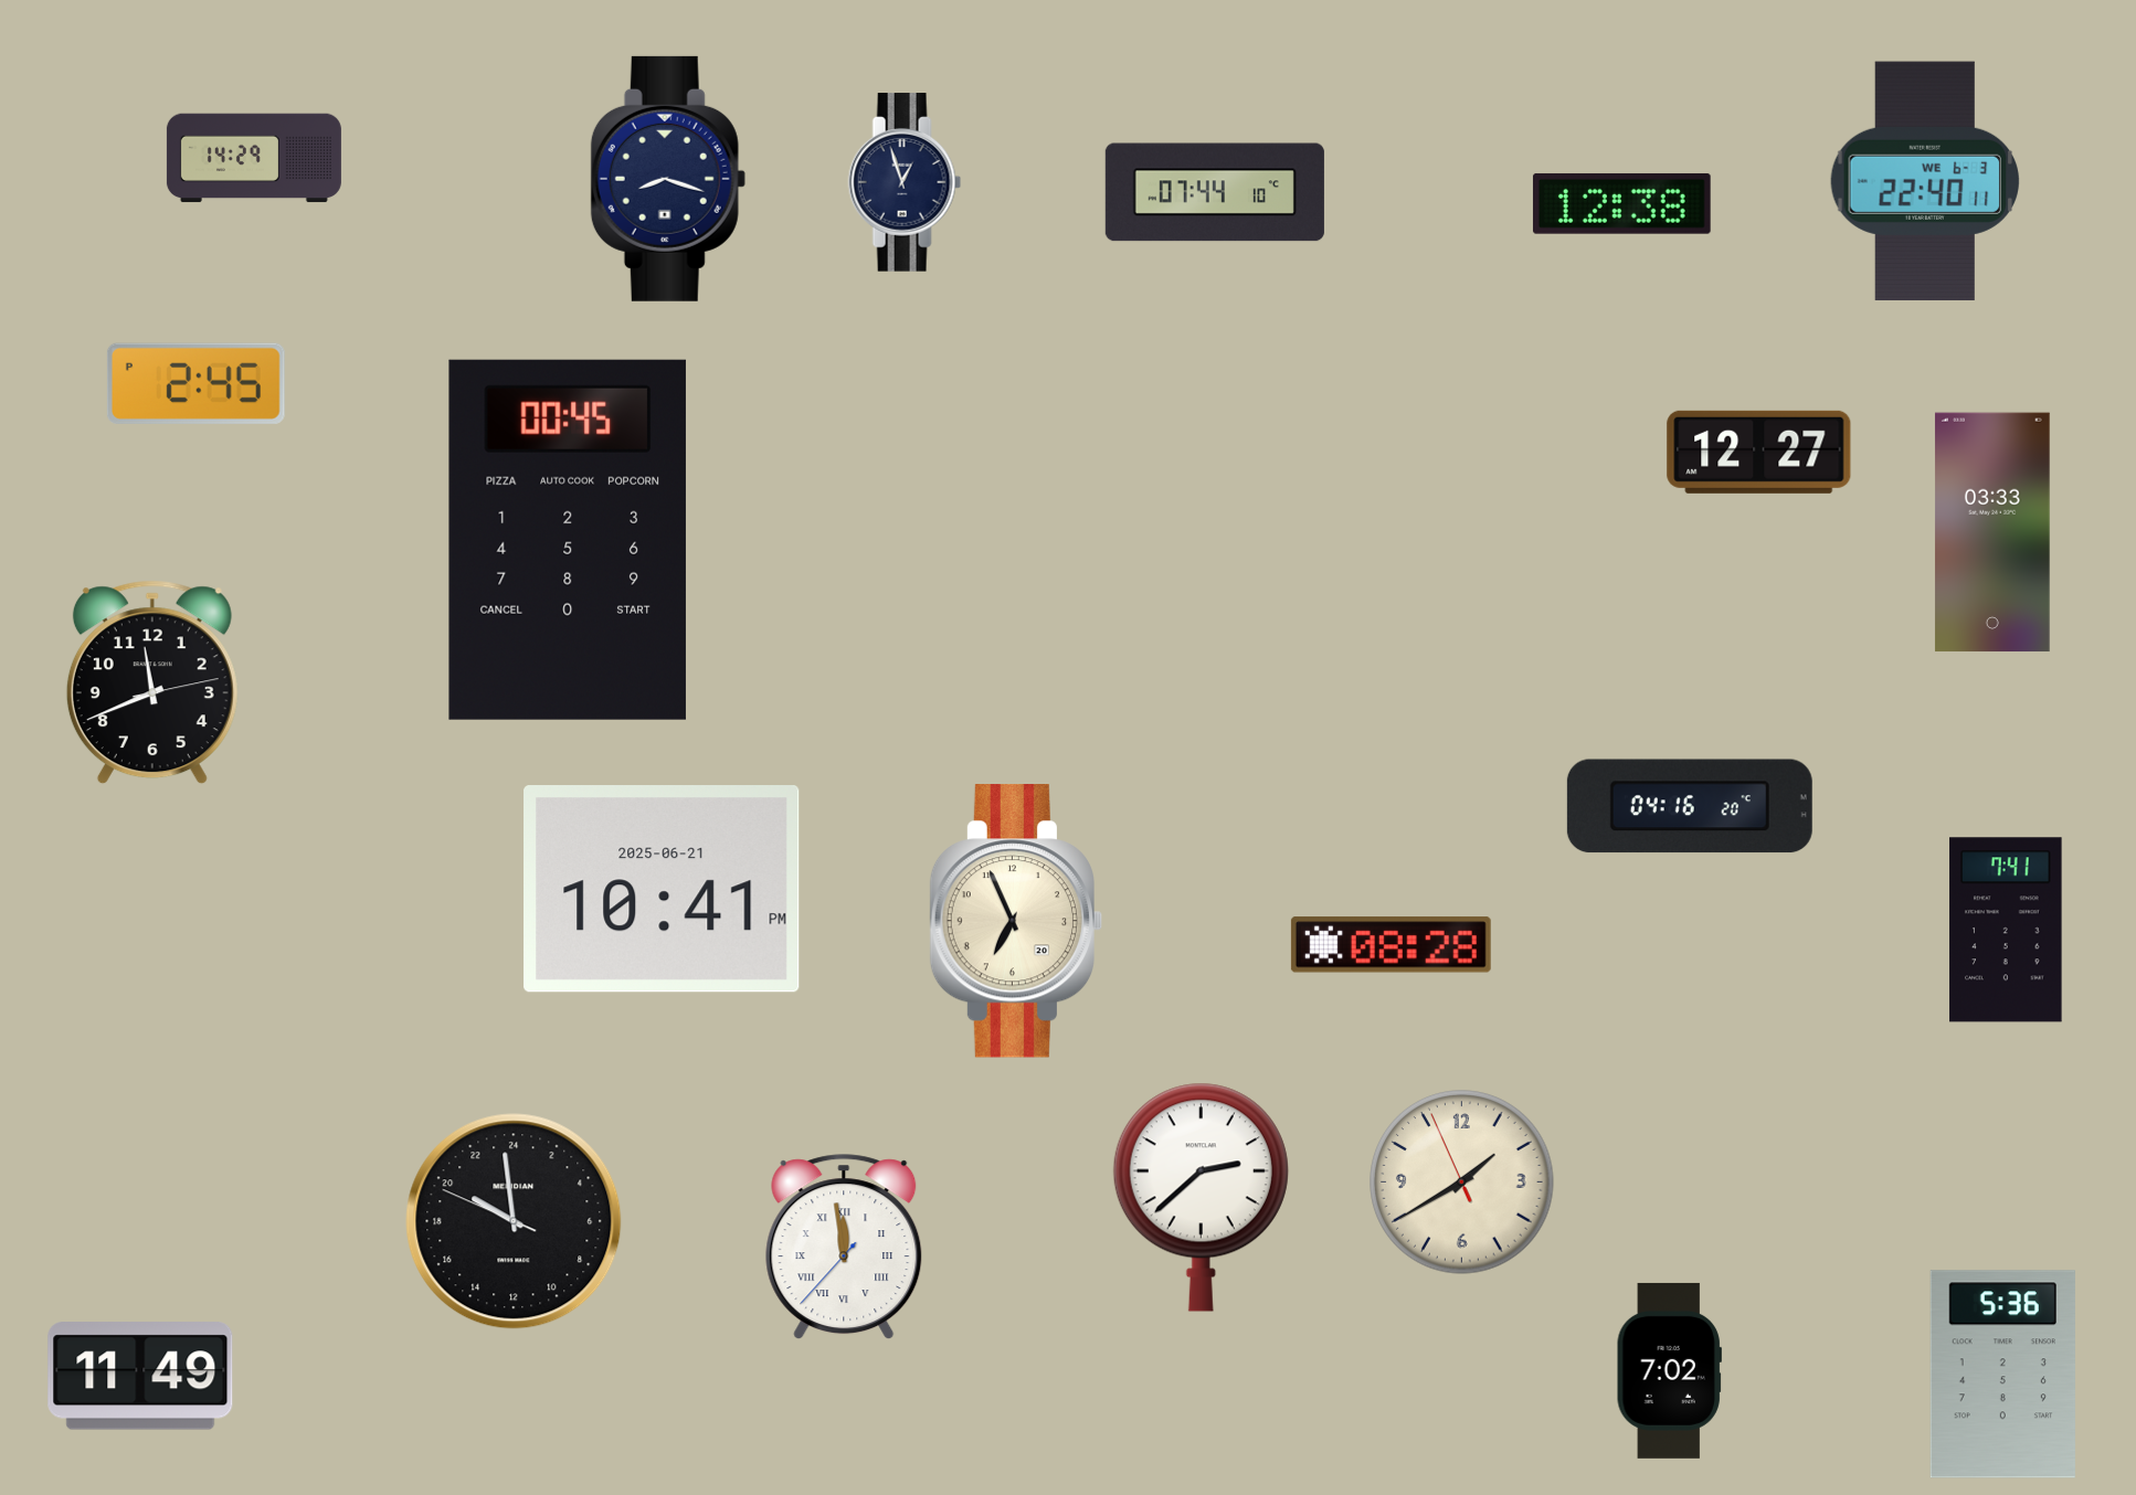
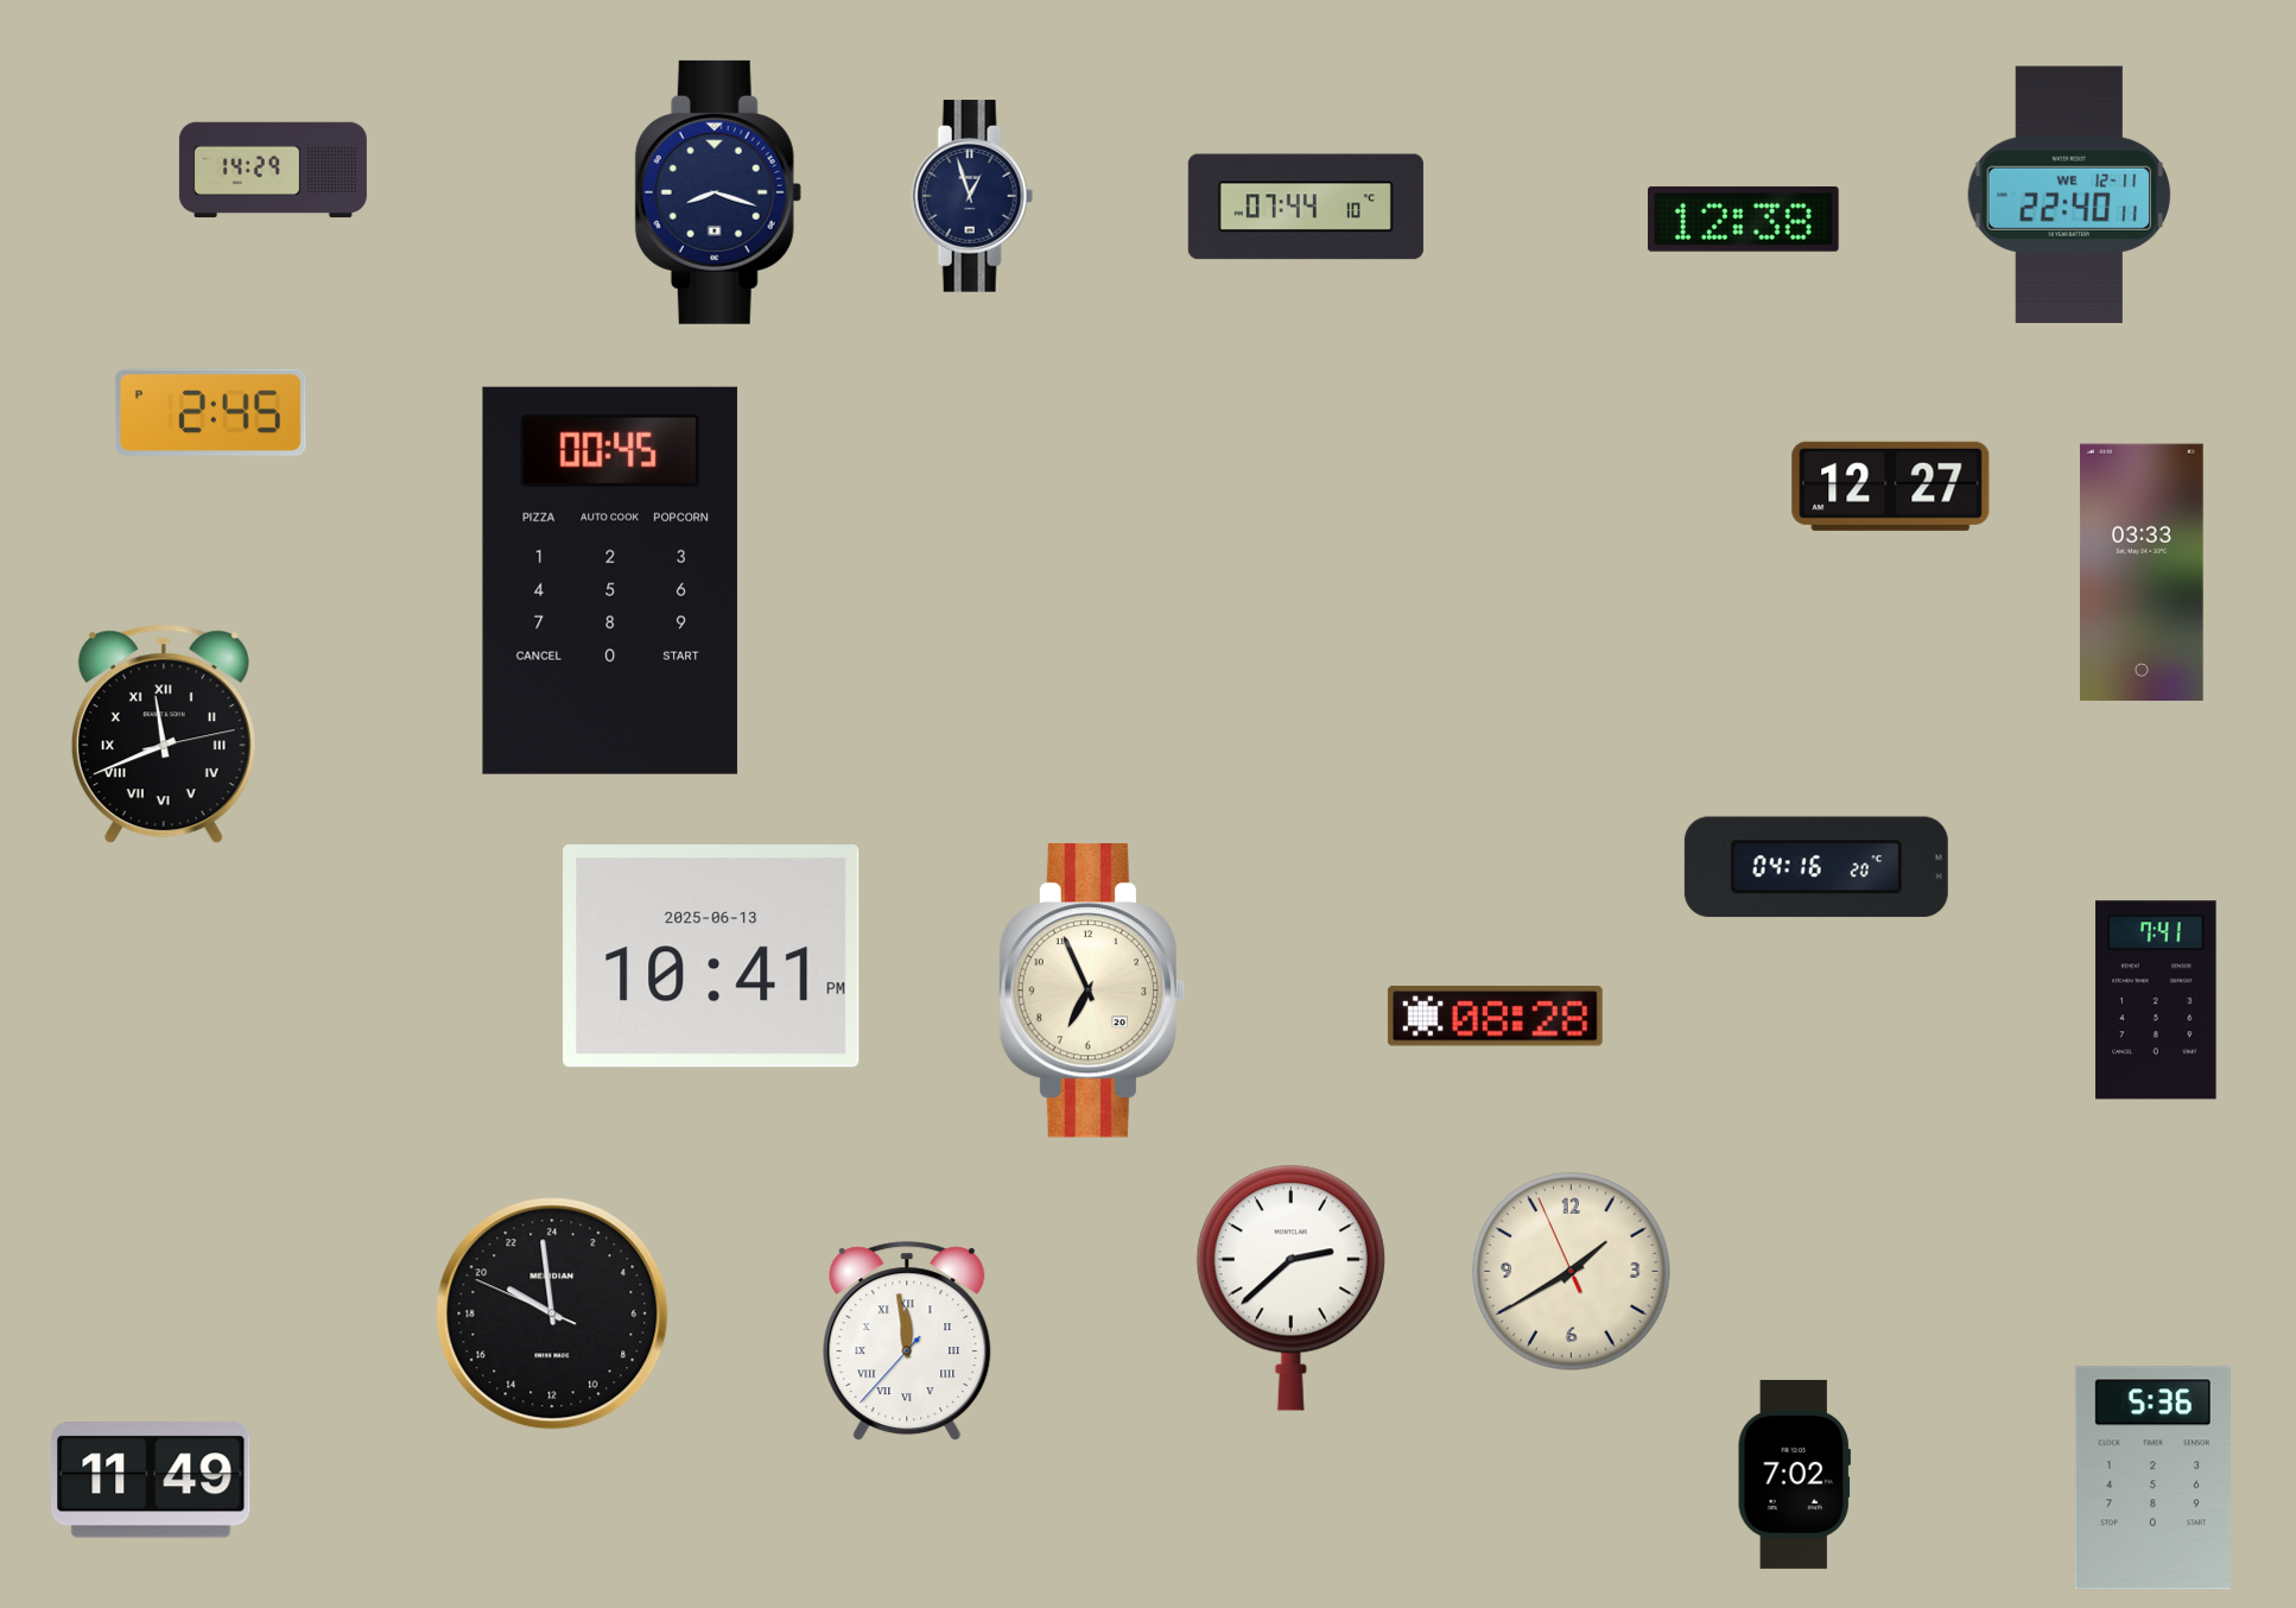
clock at (1924, 180) date: WE 6-3 -> WE 12-11
clock at (152, 682) numerals: Arabic -> Roman
clock at (662, 889) date: 2025-06-21 -> 2025-06-13
